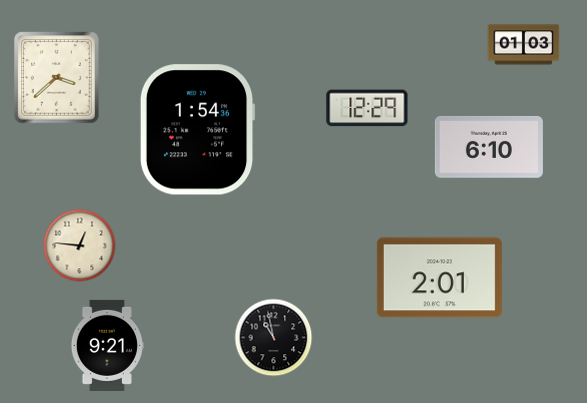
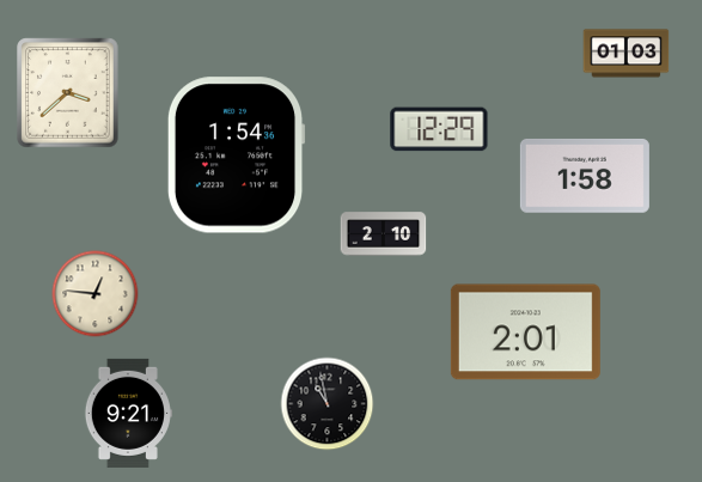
clock at (489, 147): 6:10 -> 1:58
clock at (384, 234): none -> 2:10
